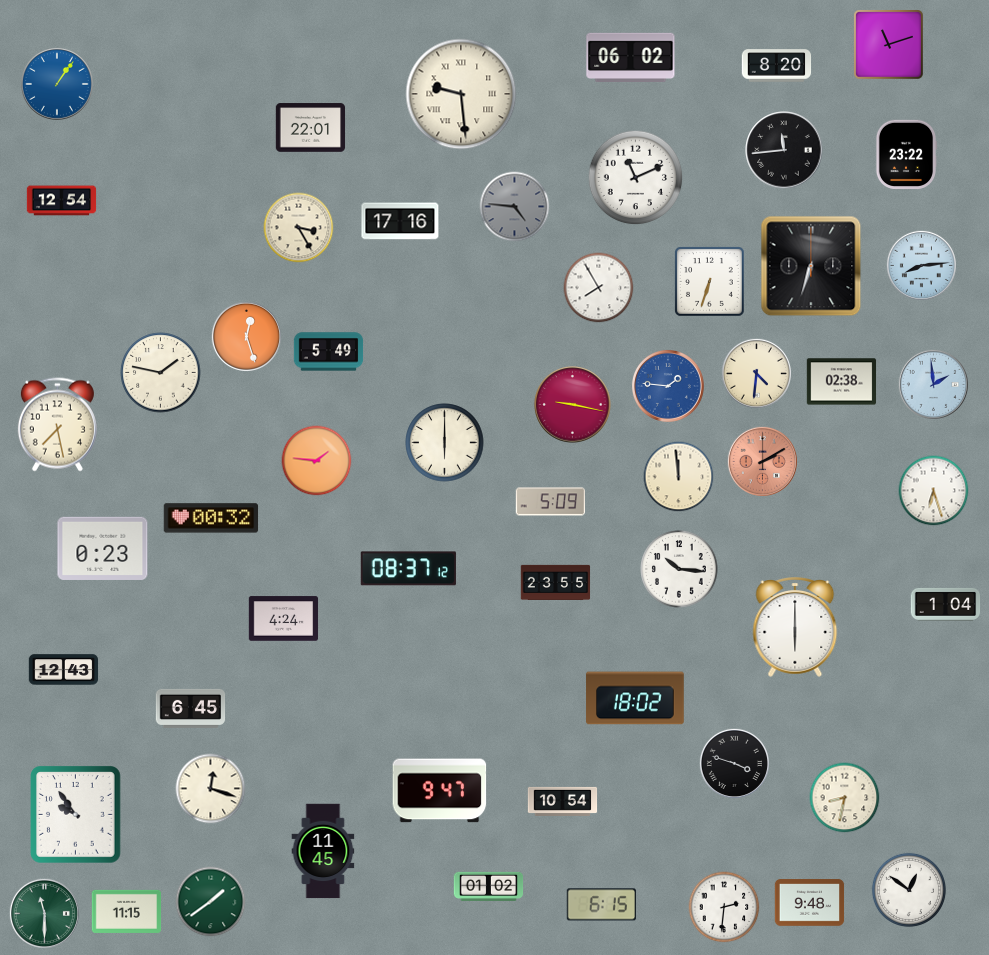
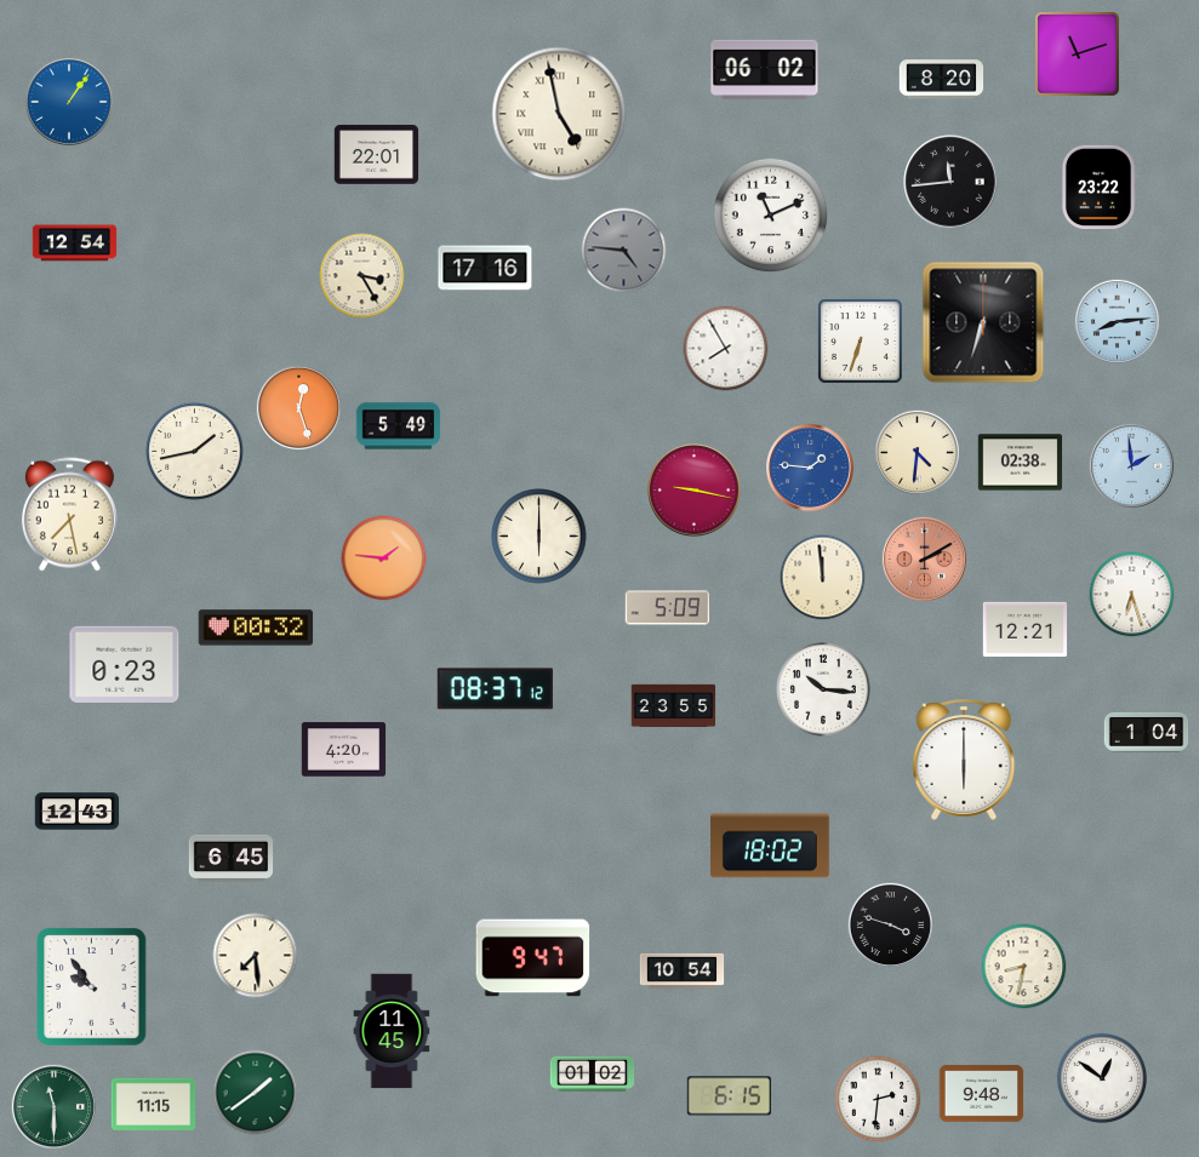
clock at (461, 94): 9:29 -> 4:58
clock at (161, 373): 1:47 -> 1:43
clock at (1026, 629): none -> 12:21
clock at (284, 619): 4:24 -> 4:20
clock at (211, 789): 12:18 -> 7:29
